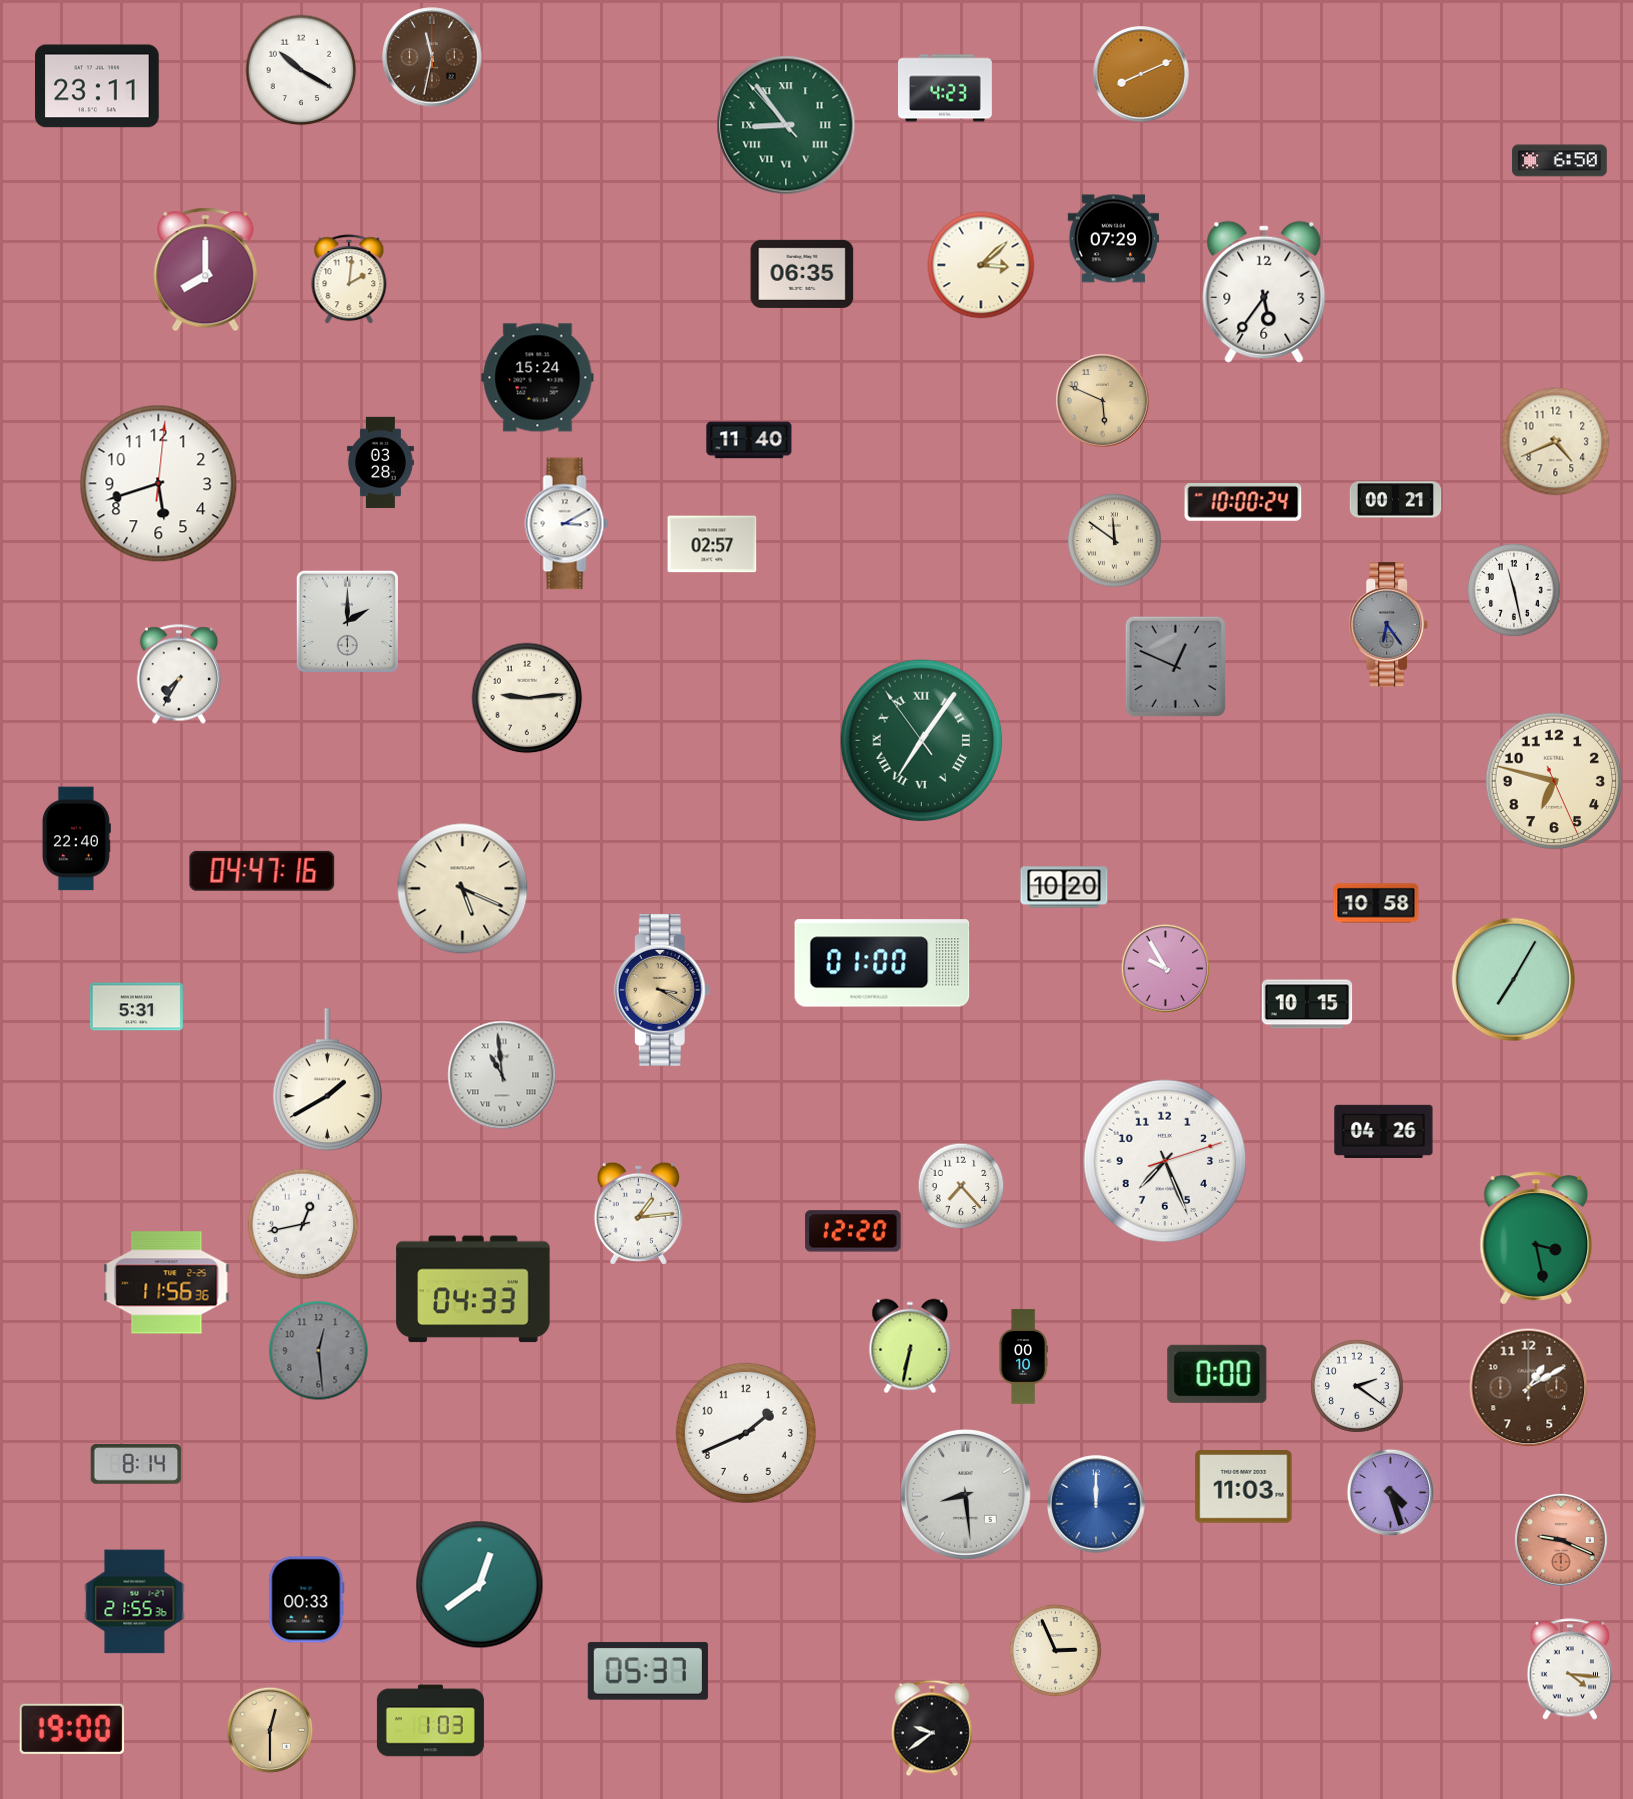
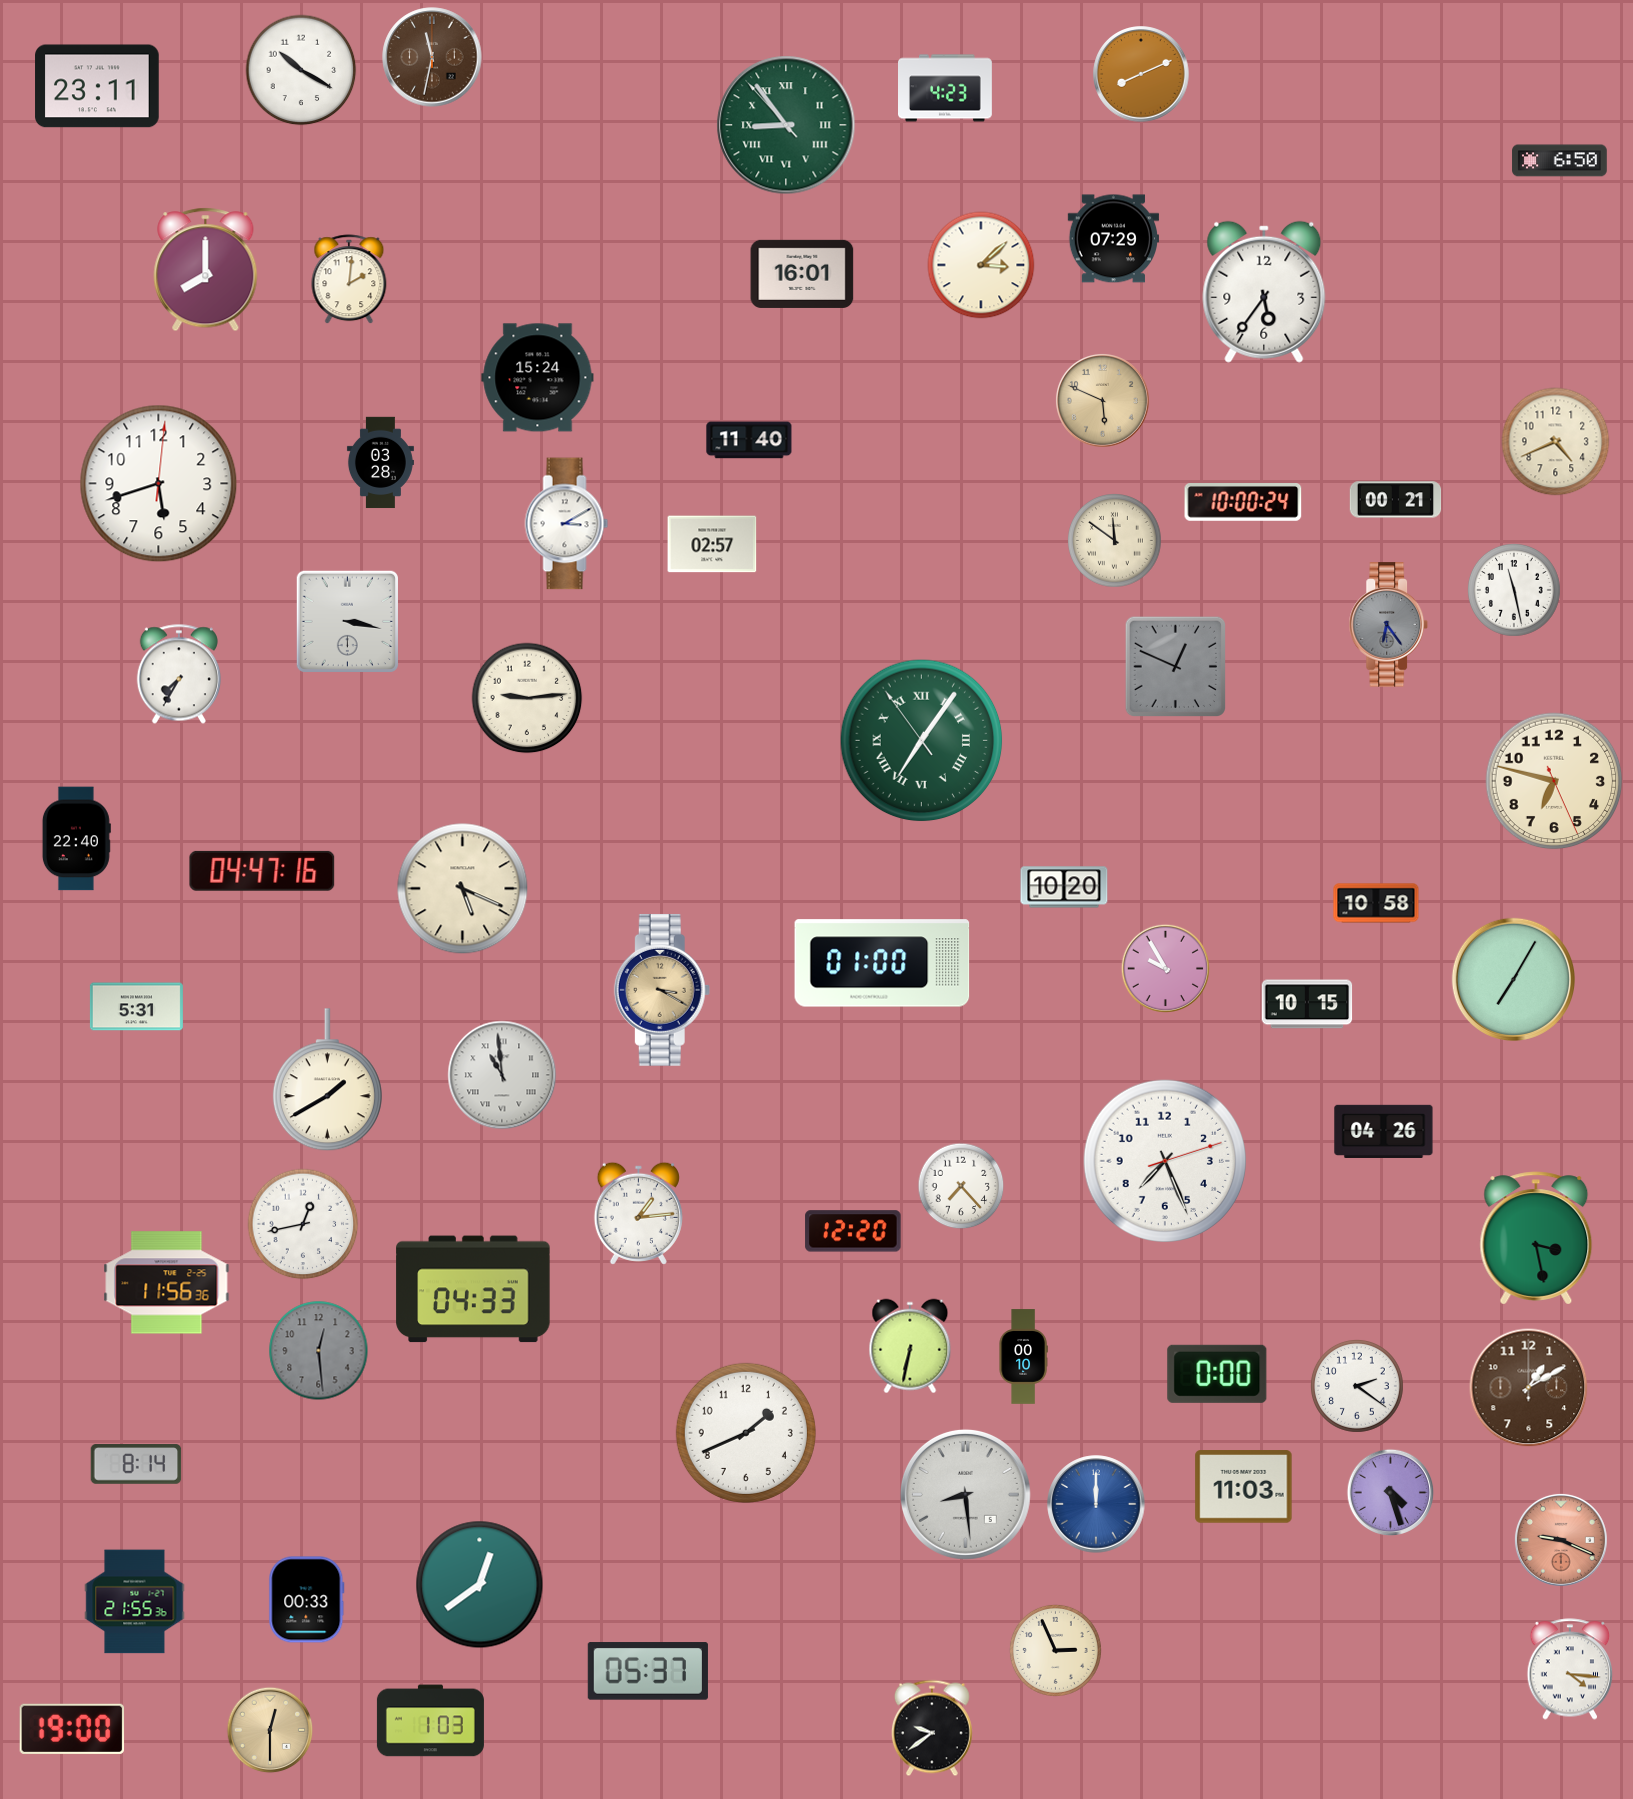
clock at (802, 274): 06:35 -> 16:01
clock at (347, 621): 2:00 -> 3:17
